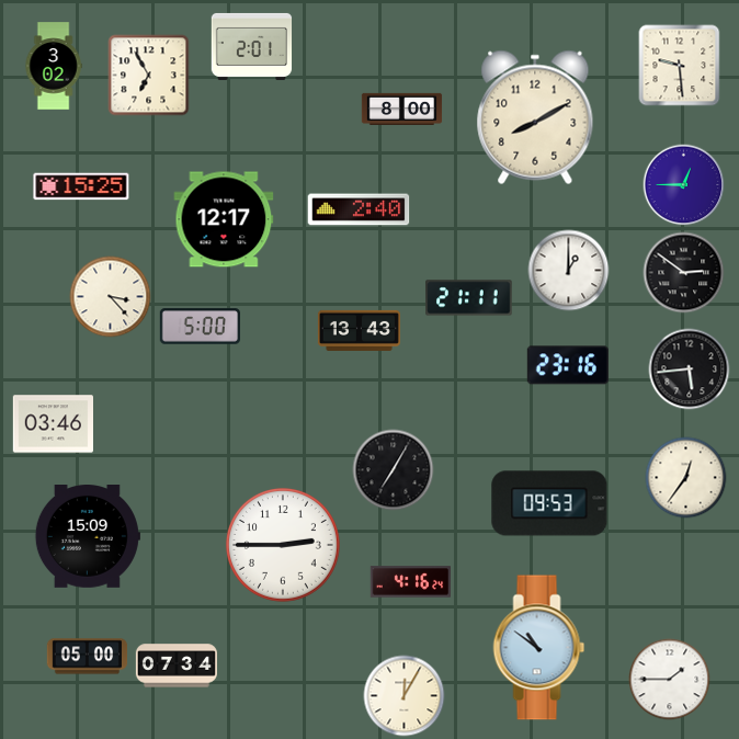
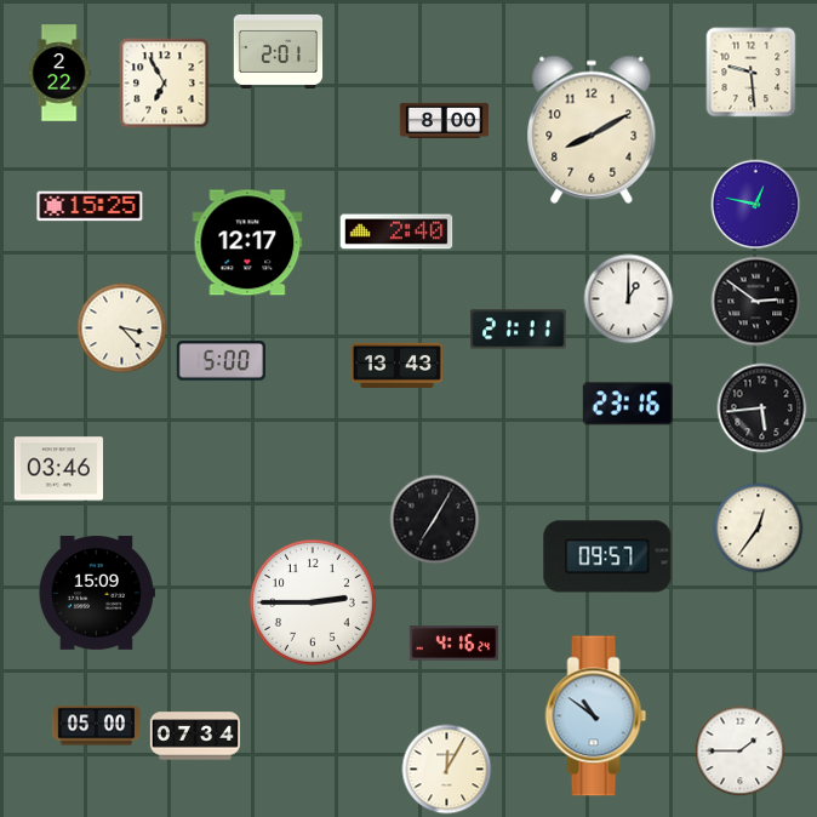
clock at (54, 66): 3:02 -> 2:22
clock at (684, 185): 12:45 -> 12:47
clock at (549, 503): 09:53 -> 09:57
